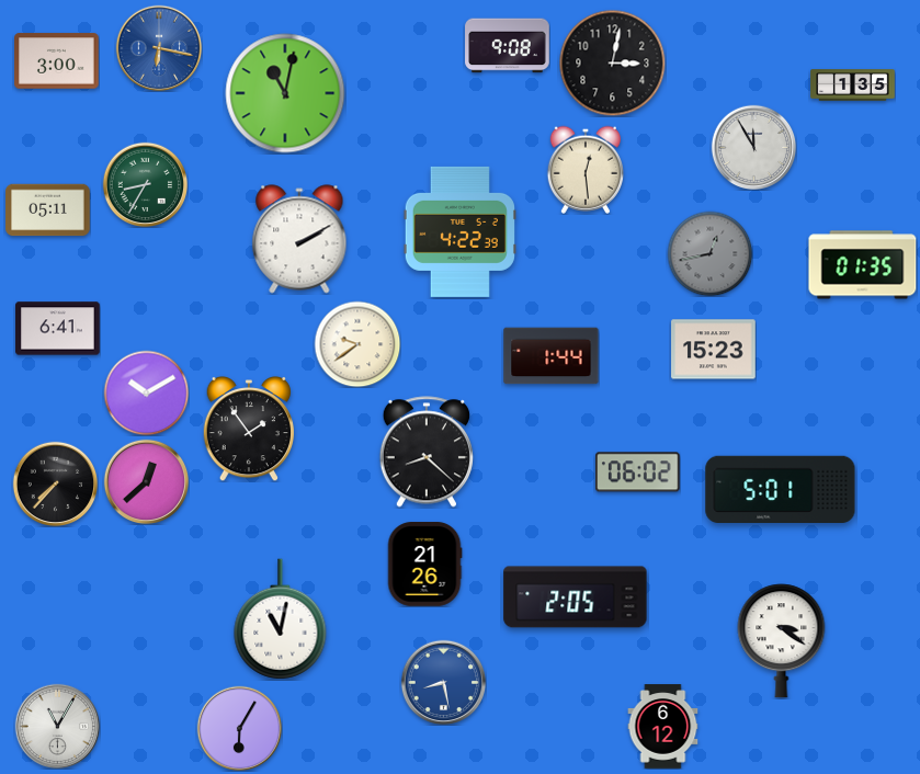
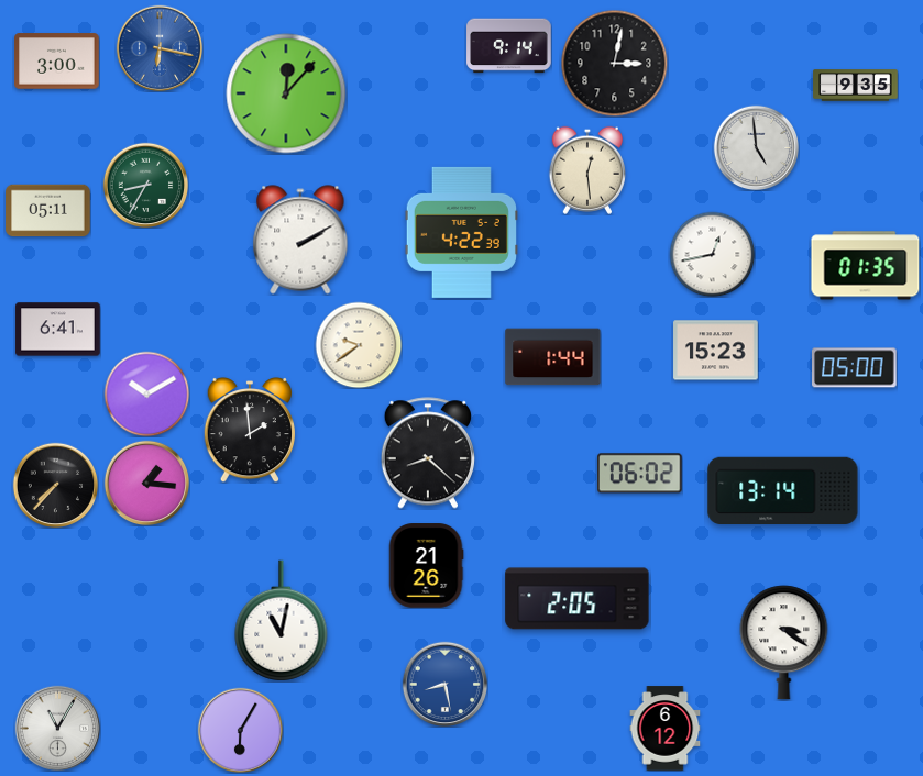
clock at (508, 46): 9:08 -> 9:14
clock at (853, 86): 1:35 -> 9:35
clock at (285, 93): 11:02 -> 12:07
clock at (753, 147): 11:55 -> 4:59
clock at (709, 253) dial: grey -> white
clock at (855, 368): none -> 05:00
clock at (248, 429): 1:54 -> 1:59
clock at (146, 481): 12:38 -> 1:16
clock at (781, 489): 5:01 -> 13:14
